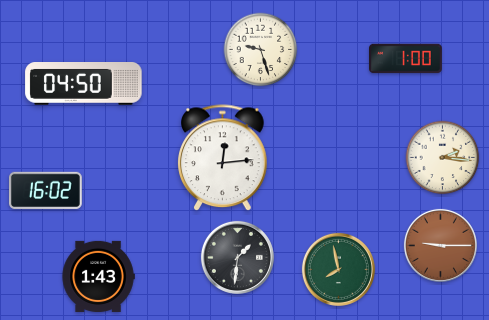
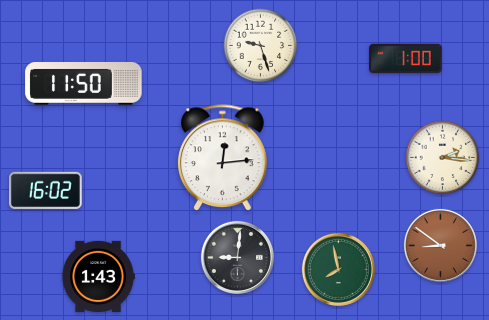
clock at (261, 50) position: (261, 50) -> (261, 46)
clock at (84, 84): 04:50 -> 11:50
clock at (440, 245): 9:15 -> 8:51
clock at (237, 257): 1:31 -> 9:01
